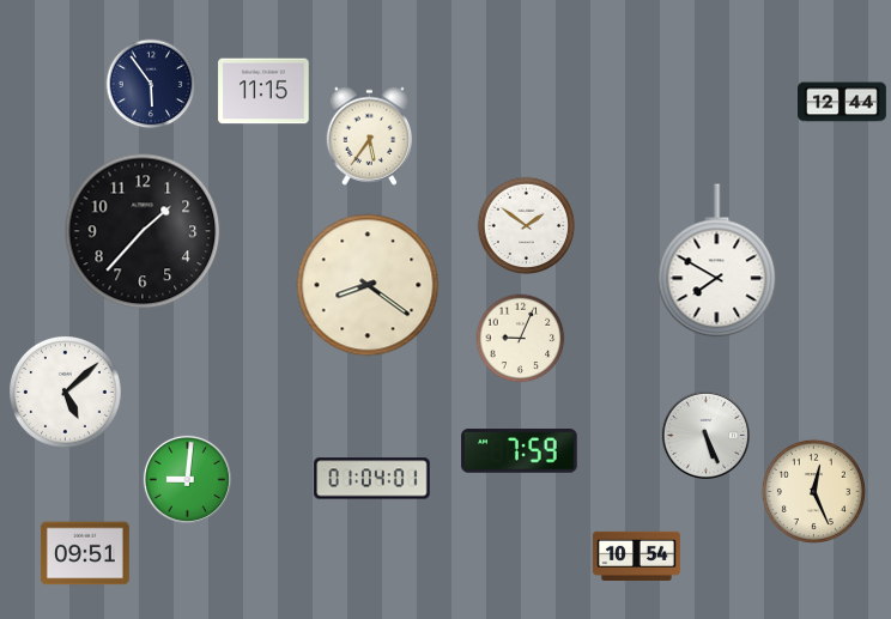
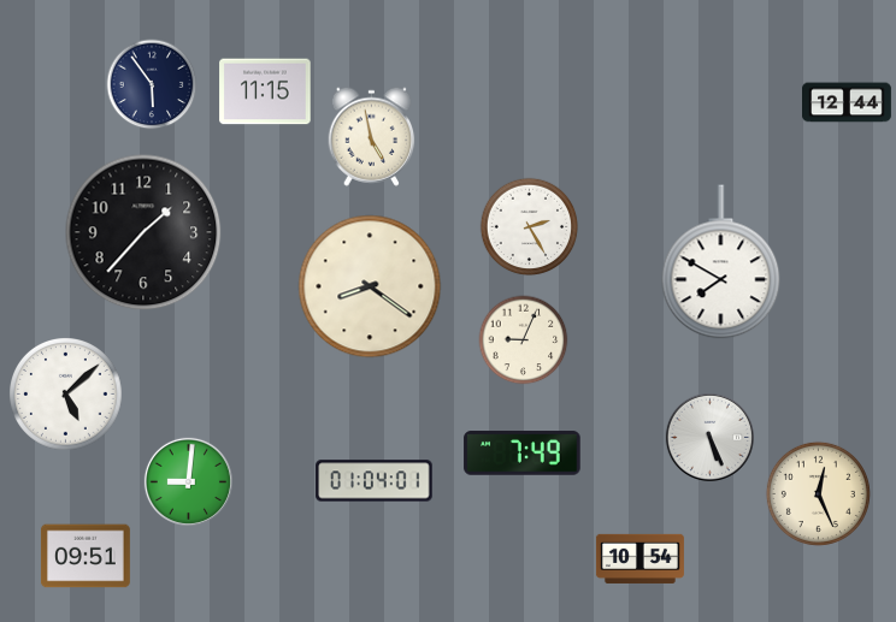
clock at (370, 135): 5:36 -> 4:58
clock at (527, 226): 1:51 -> 2:25
clock at (520, 451): 7:59 -> 7:49
